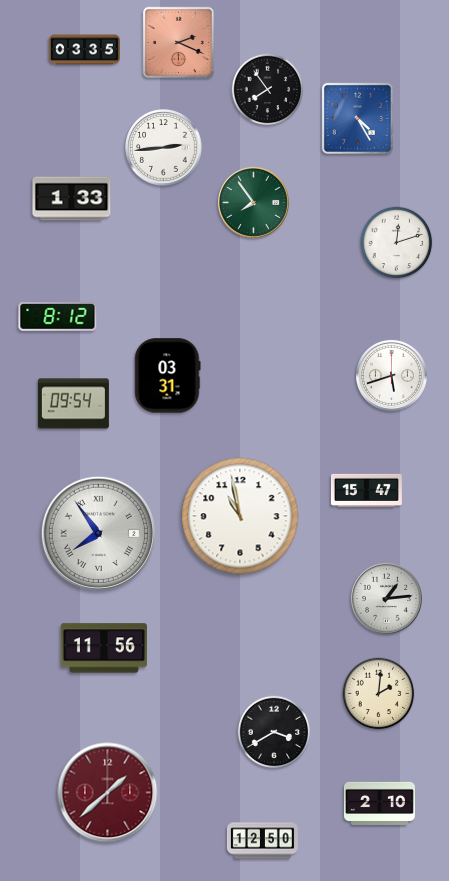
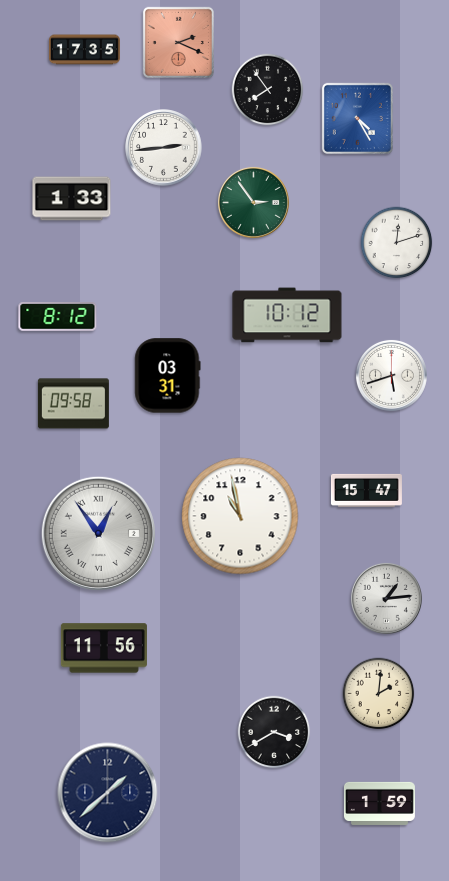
clock at (84, 50): 03:35 -> 17:35
clock at (253, 202): 7:54 -> 2:54
clock at (287, 315): none -> 10:12
clock at (73, 404): 09:54 -> 09:58
clock at (98, 533): 7:54 -> 12:54
clock at (108, 793) dial: burgundy -> navy
clock at (379, 803): 2:10 -> 1:59
clock at (262, 841): 12:50 -> none
